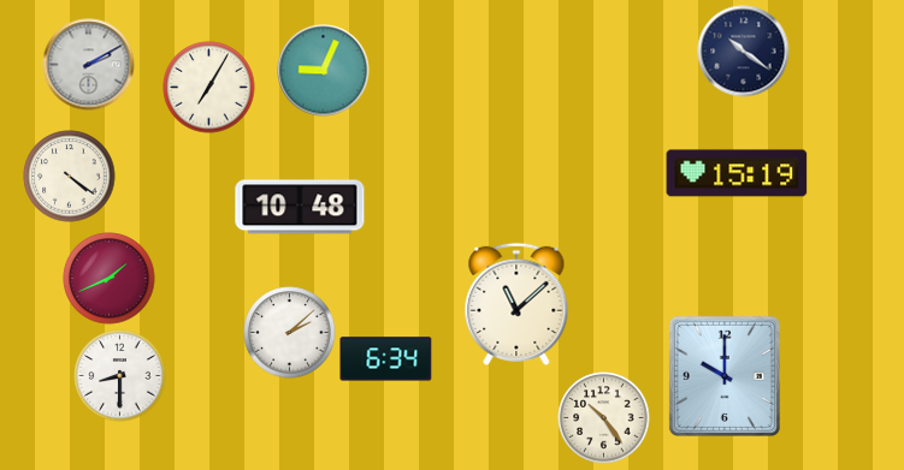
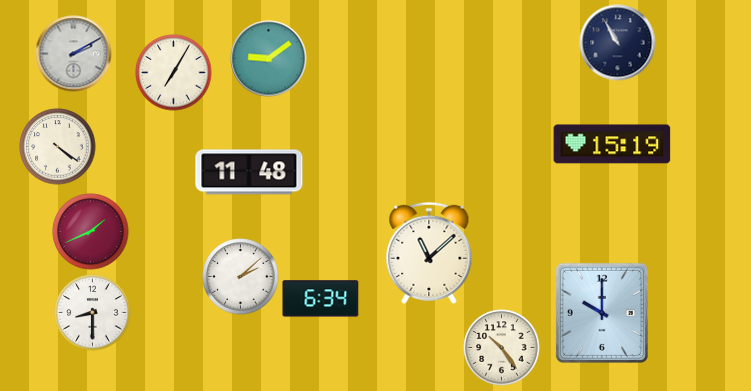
clock at (744, 52): 10:21 -> 10:55
clock at (324, 71): 9:04 -> 9:09
clock at (300, 207): 10:48 -> 11:48
clock at (120, 376) position: (120, 376) -> (93, 313)
